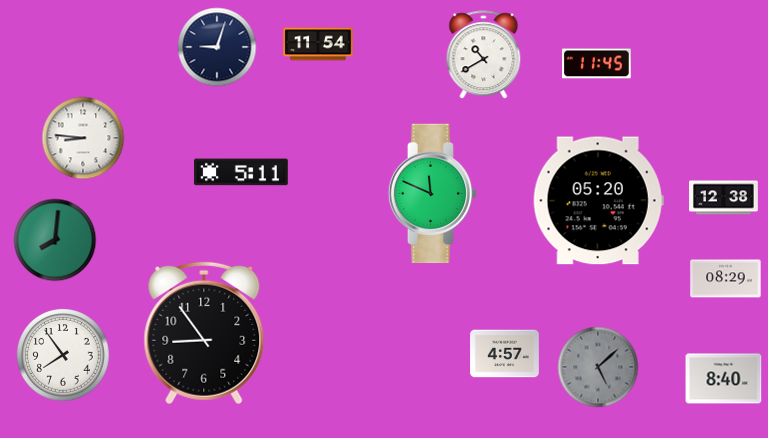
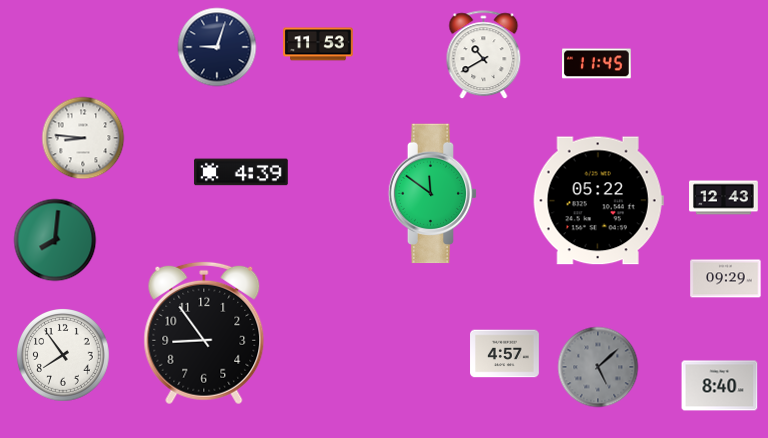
clock at (318, 44): 11:54 -> 11:53
clock at (241, 172): 5:11 -> 4:39
clock at (433, 194): 11:49 -> 11:51
clock at (724, 198): 12:38 -> 12:43
clock at (598, 201): 05:20 -> 05:22
clock at (726, 279): 08:29 -> 09:29
clock at (724, 379) position: (724, 379) -> (720, 386)
